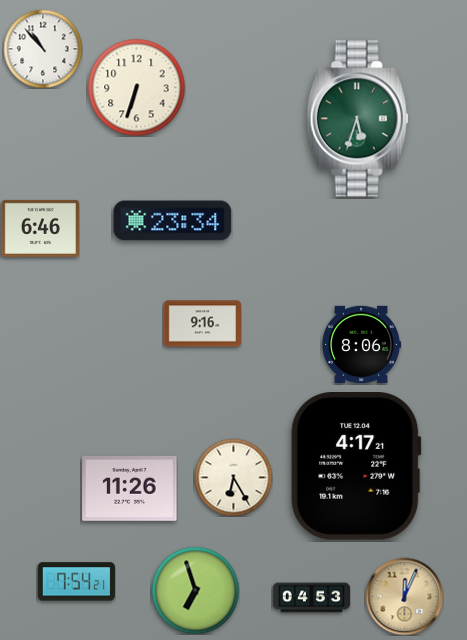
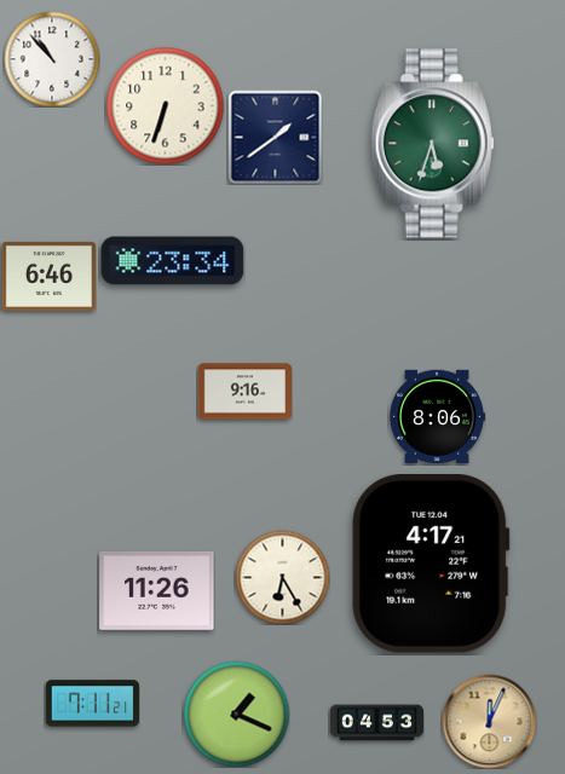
clock at (275, 137): none -> 1:39
clock at (173, 221) position: (173, 221) -> (173, 261)
clock at (76, 582): 7:54 -> 7:11
clock at (195, 590): 6:57 -> 1:19
